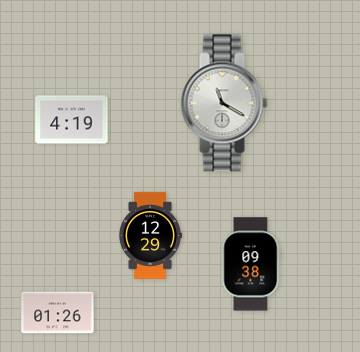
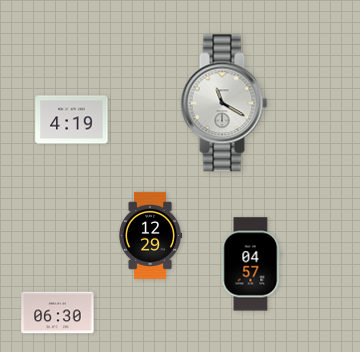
clock at (251, 264): 09:38 -> 04:57
clock at (58, 313): 01:26 -> 06:30
